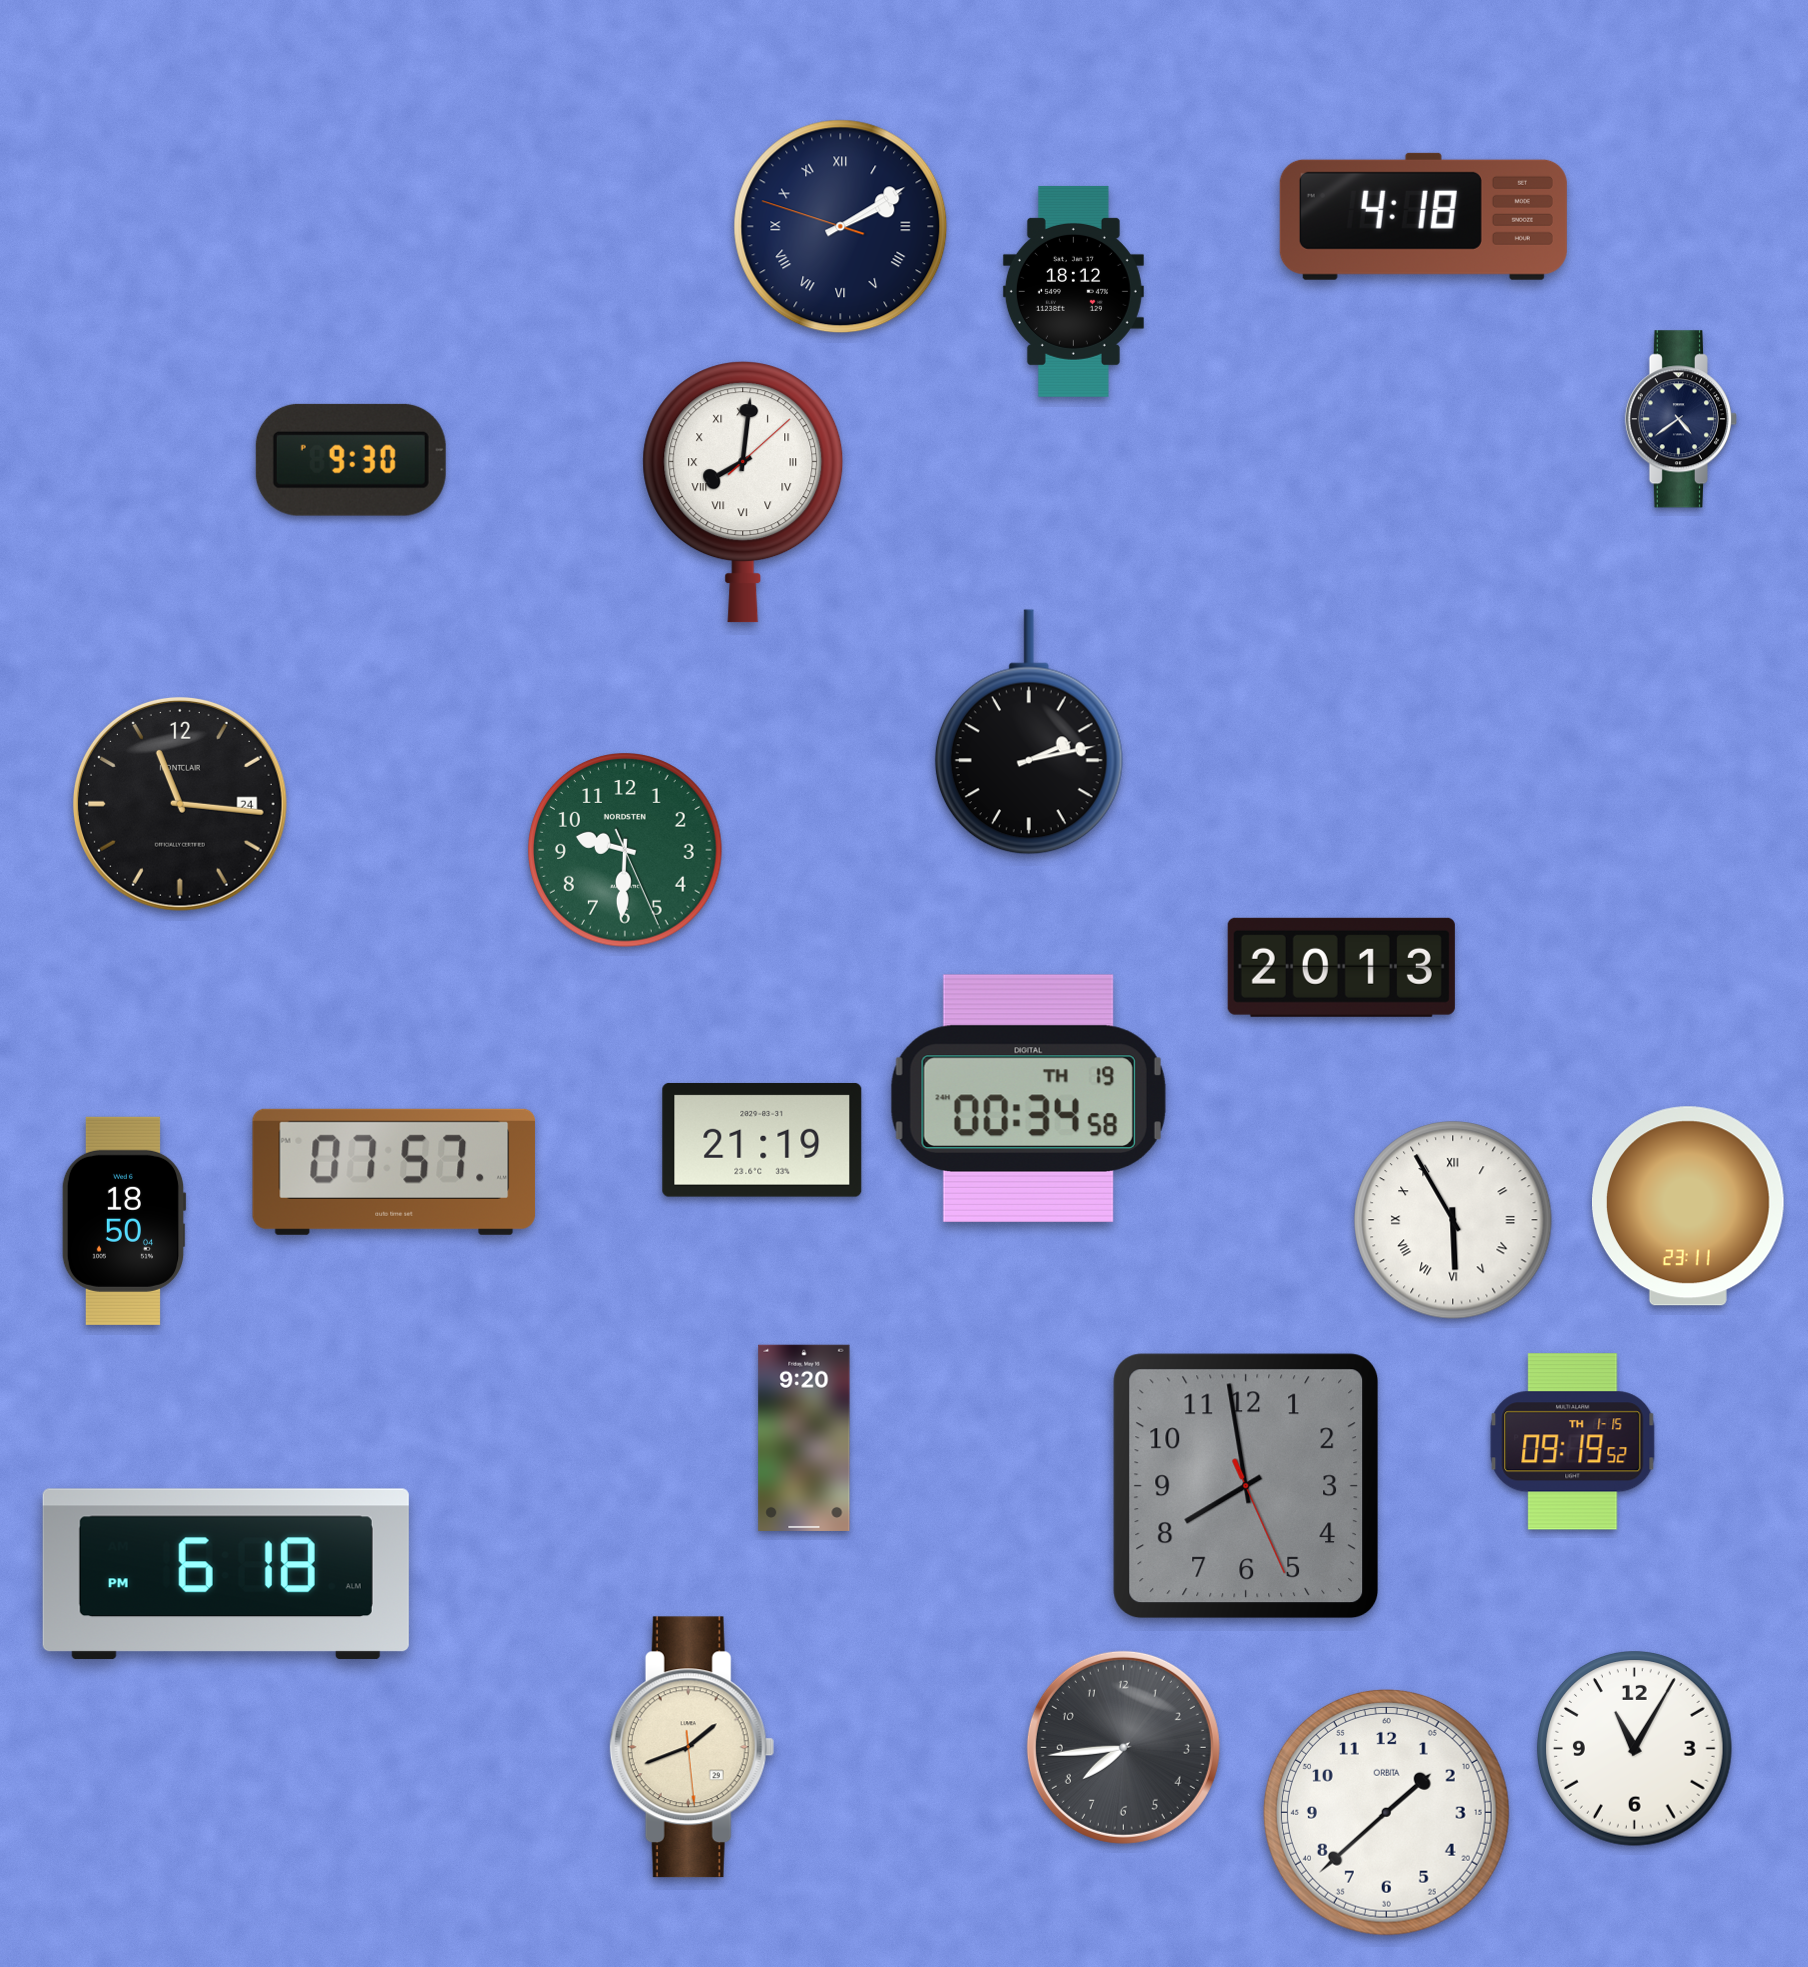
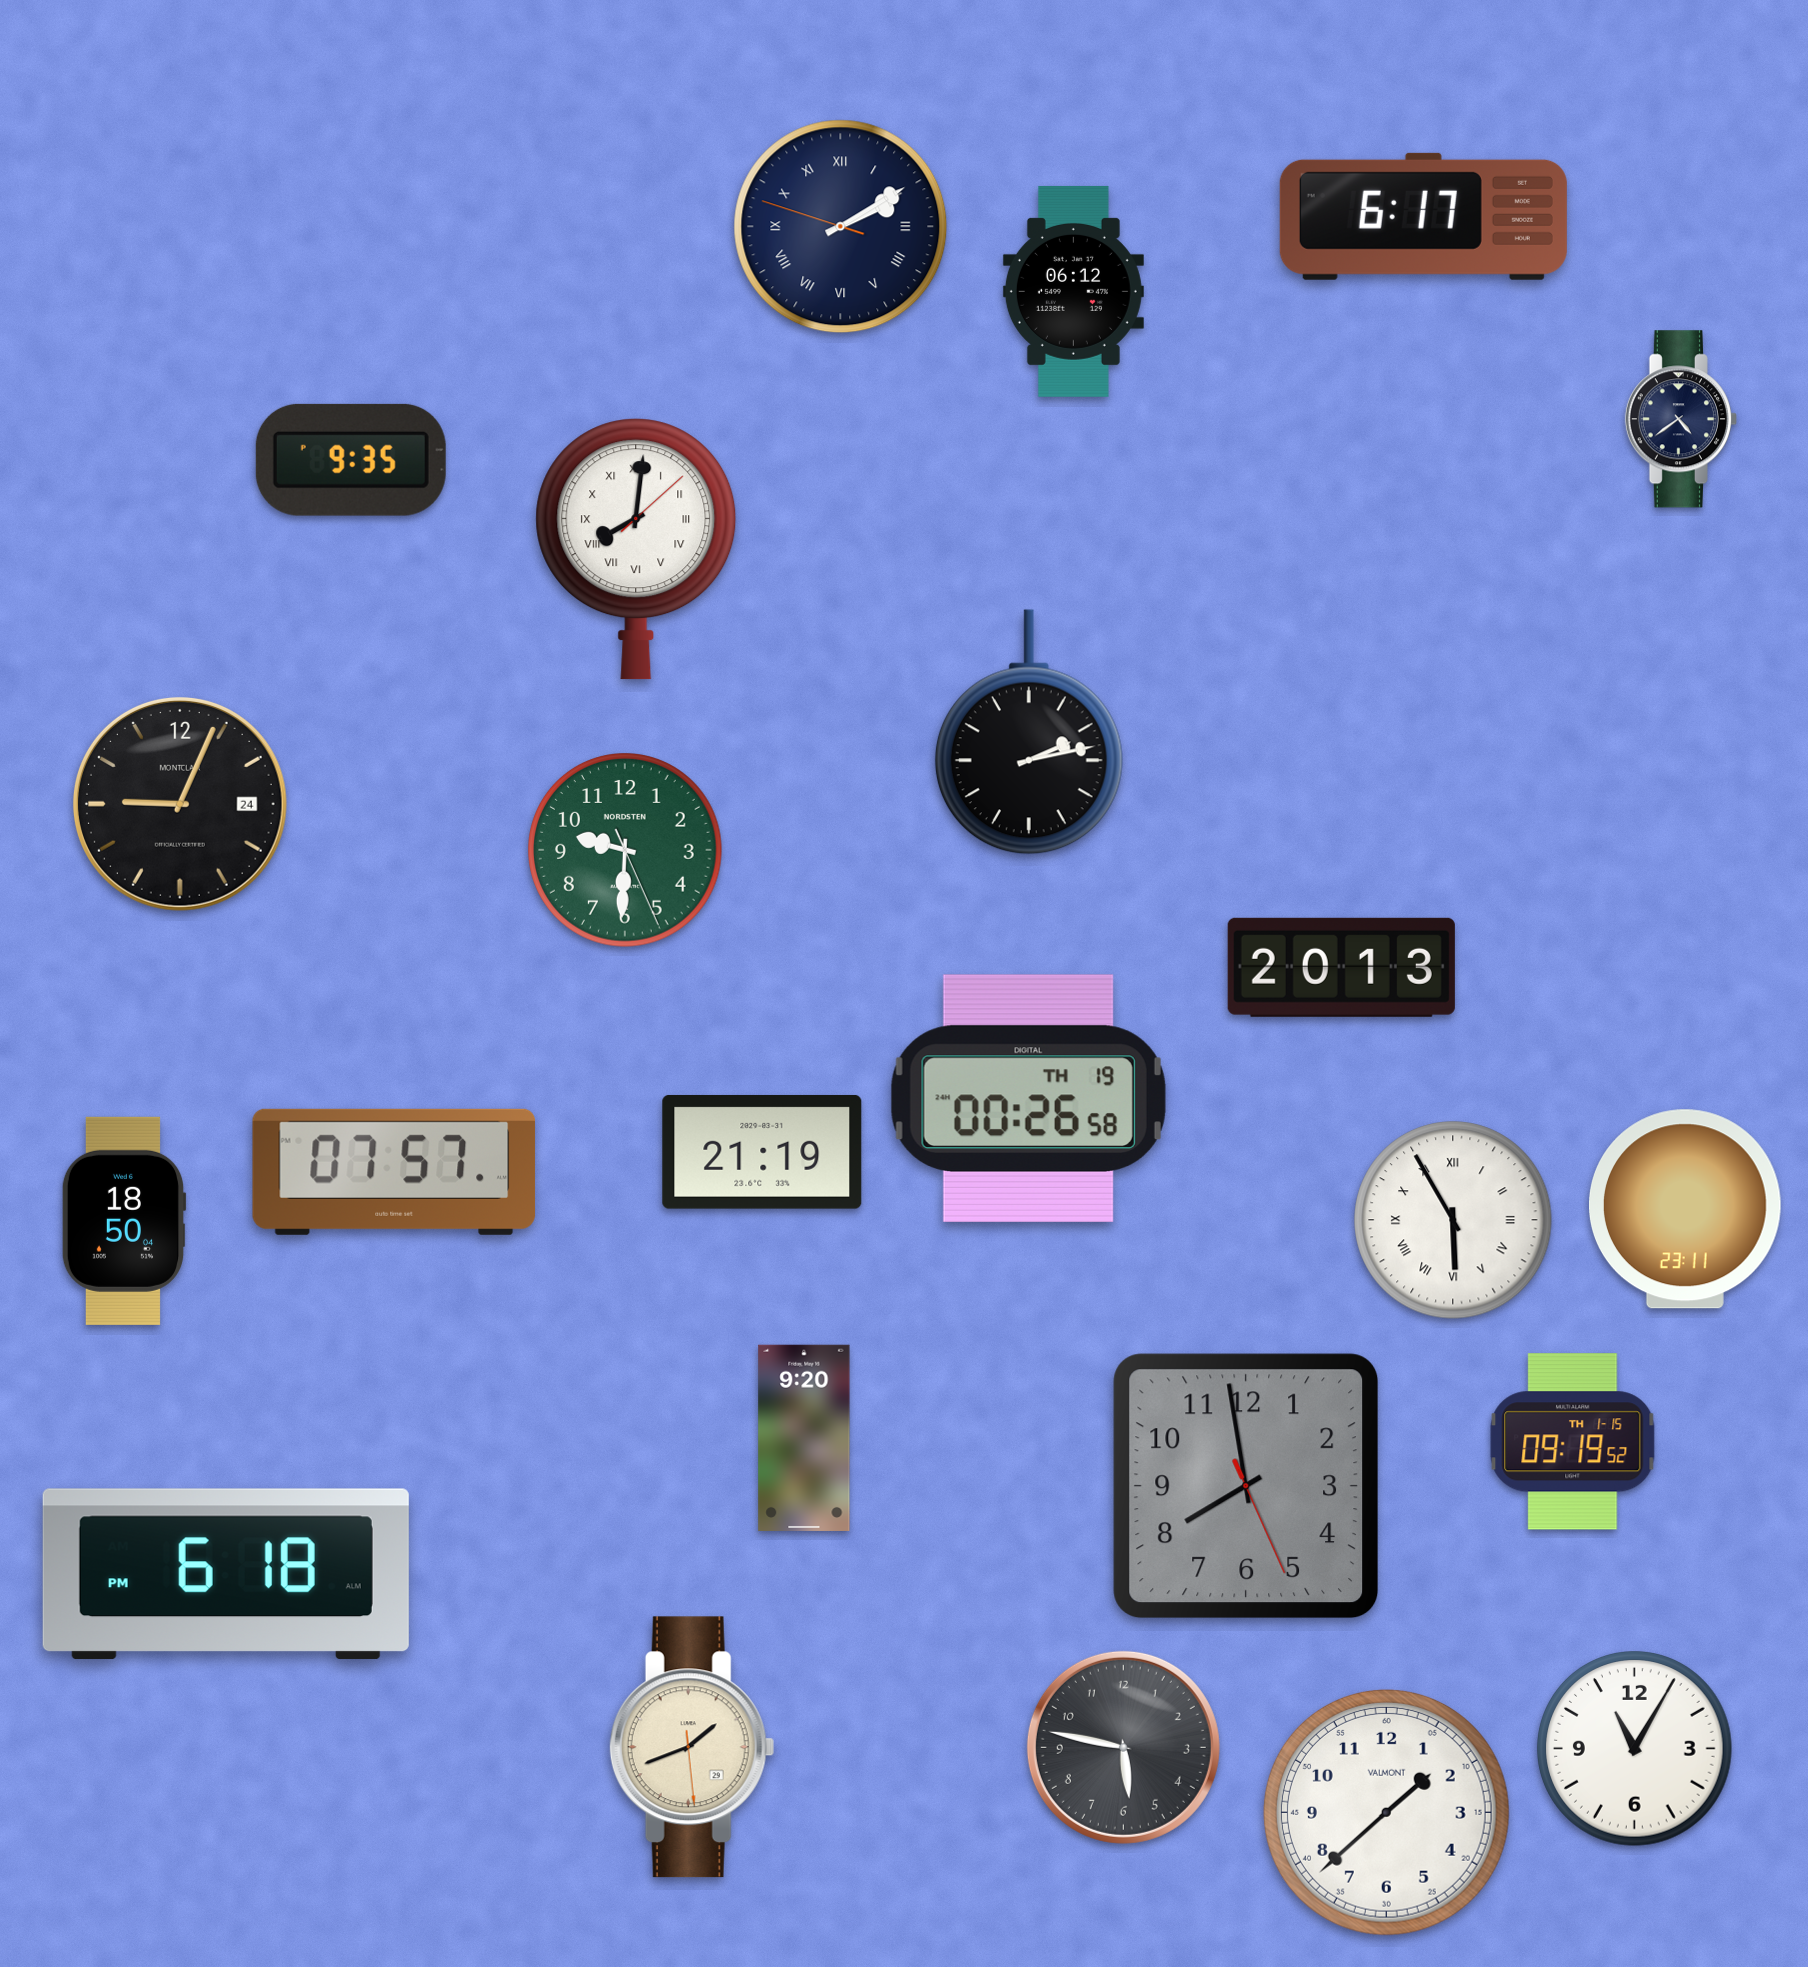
clock at (1423, 216): 4:18 -> 6:17
clock at (1073, 291): 18:12 -> 06:12
clock at (351, 460): 9:30 -> 9:35
clock at (743, 492) position: (743, 492) -> (636, 549)
clock at (180, 804): 11:16 -> 9:04
clock at (1028, 1098): 00:34 -> 00:26
clock at (762, 1140) position: (762, 1140) -> (762, 1152)
clock at (1689, 1206) position: (1689, 1206) -> (1686, 1209)
clock at (1123, 1747): 7:44 -> 5:47
clock at (1386, 1812) brand: ORBITA -> VALMONT
